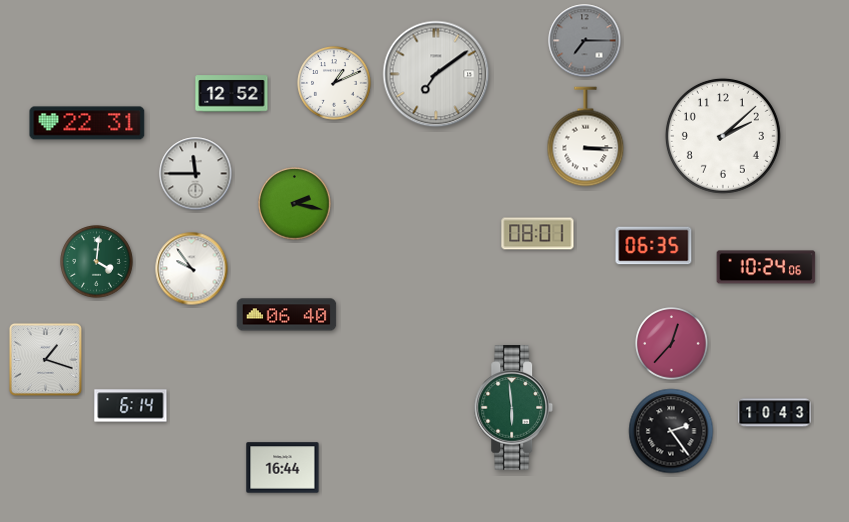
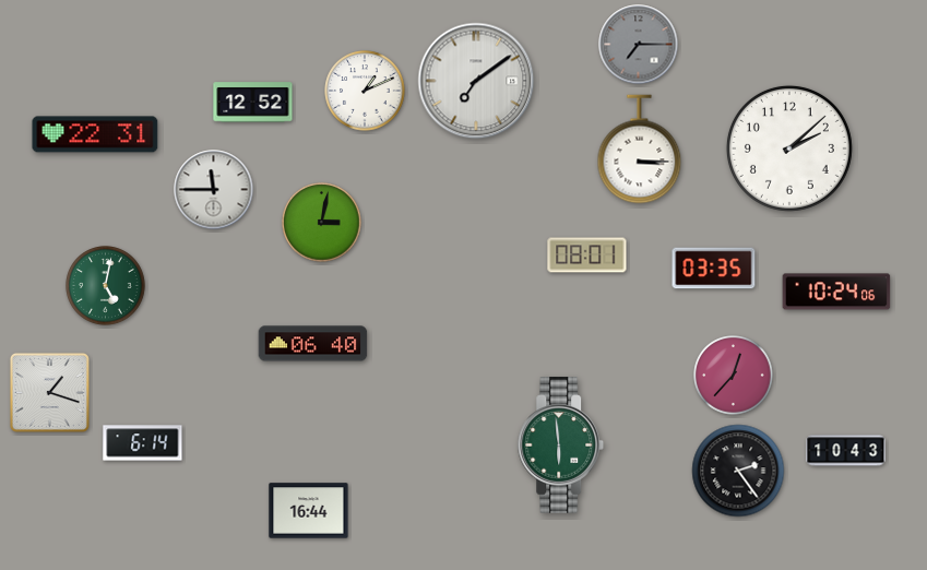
clock at (295, 204): 2:17 -> 3:02
clock at (654, 246): 06:35 -> 03:35
clock at (97, 262): 4:01 -> 5:02
clock at (192, 269): 9:54 -> none
clock at (671, 431) position: (671, 431) -> (738, 471)
